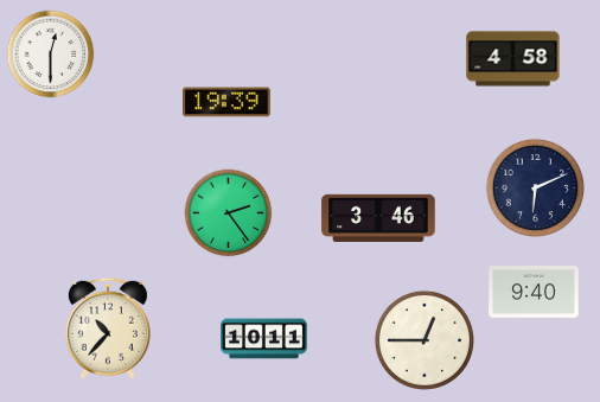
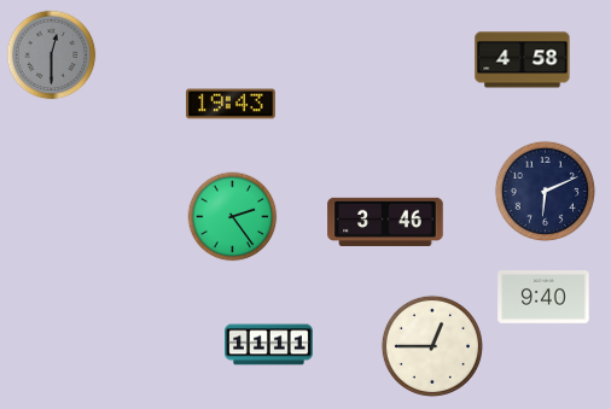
clock at (51, 55) dial: white -> grey
clock at (228, 102): 19:39 -> 19:43
clock at (108, 328): 10:37 -> none
clock at (264, 339): 10:11 -> 11:11
